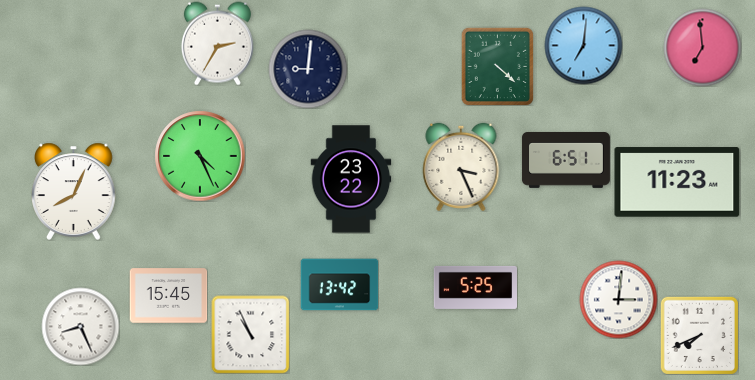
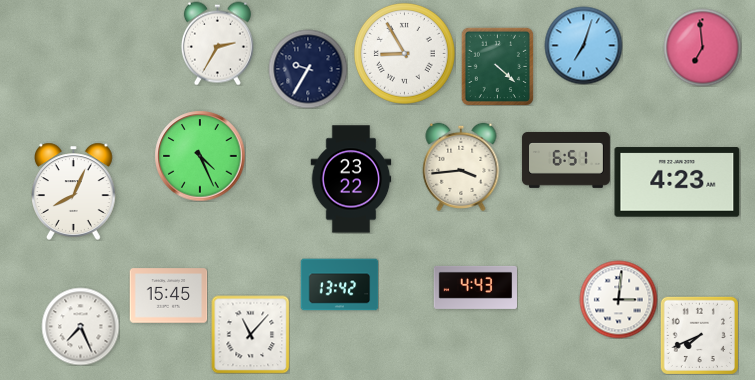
clock at (583, 45): 7:01 -> 7:03
clock at (404, 53): none -> 8:55
clock at (308, 69): 9:01 -> 9:35
clock at (461, 166): 3:26 -> 3:44
clock at (677, 182): 11:23 -> 4:23
clock at (475, 287): 5:25 -> 4:43
clock at (80, 326): 8:26 -> 7:26
clock at (250, 334): 10:56 -> 11:07
